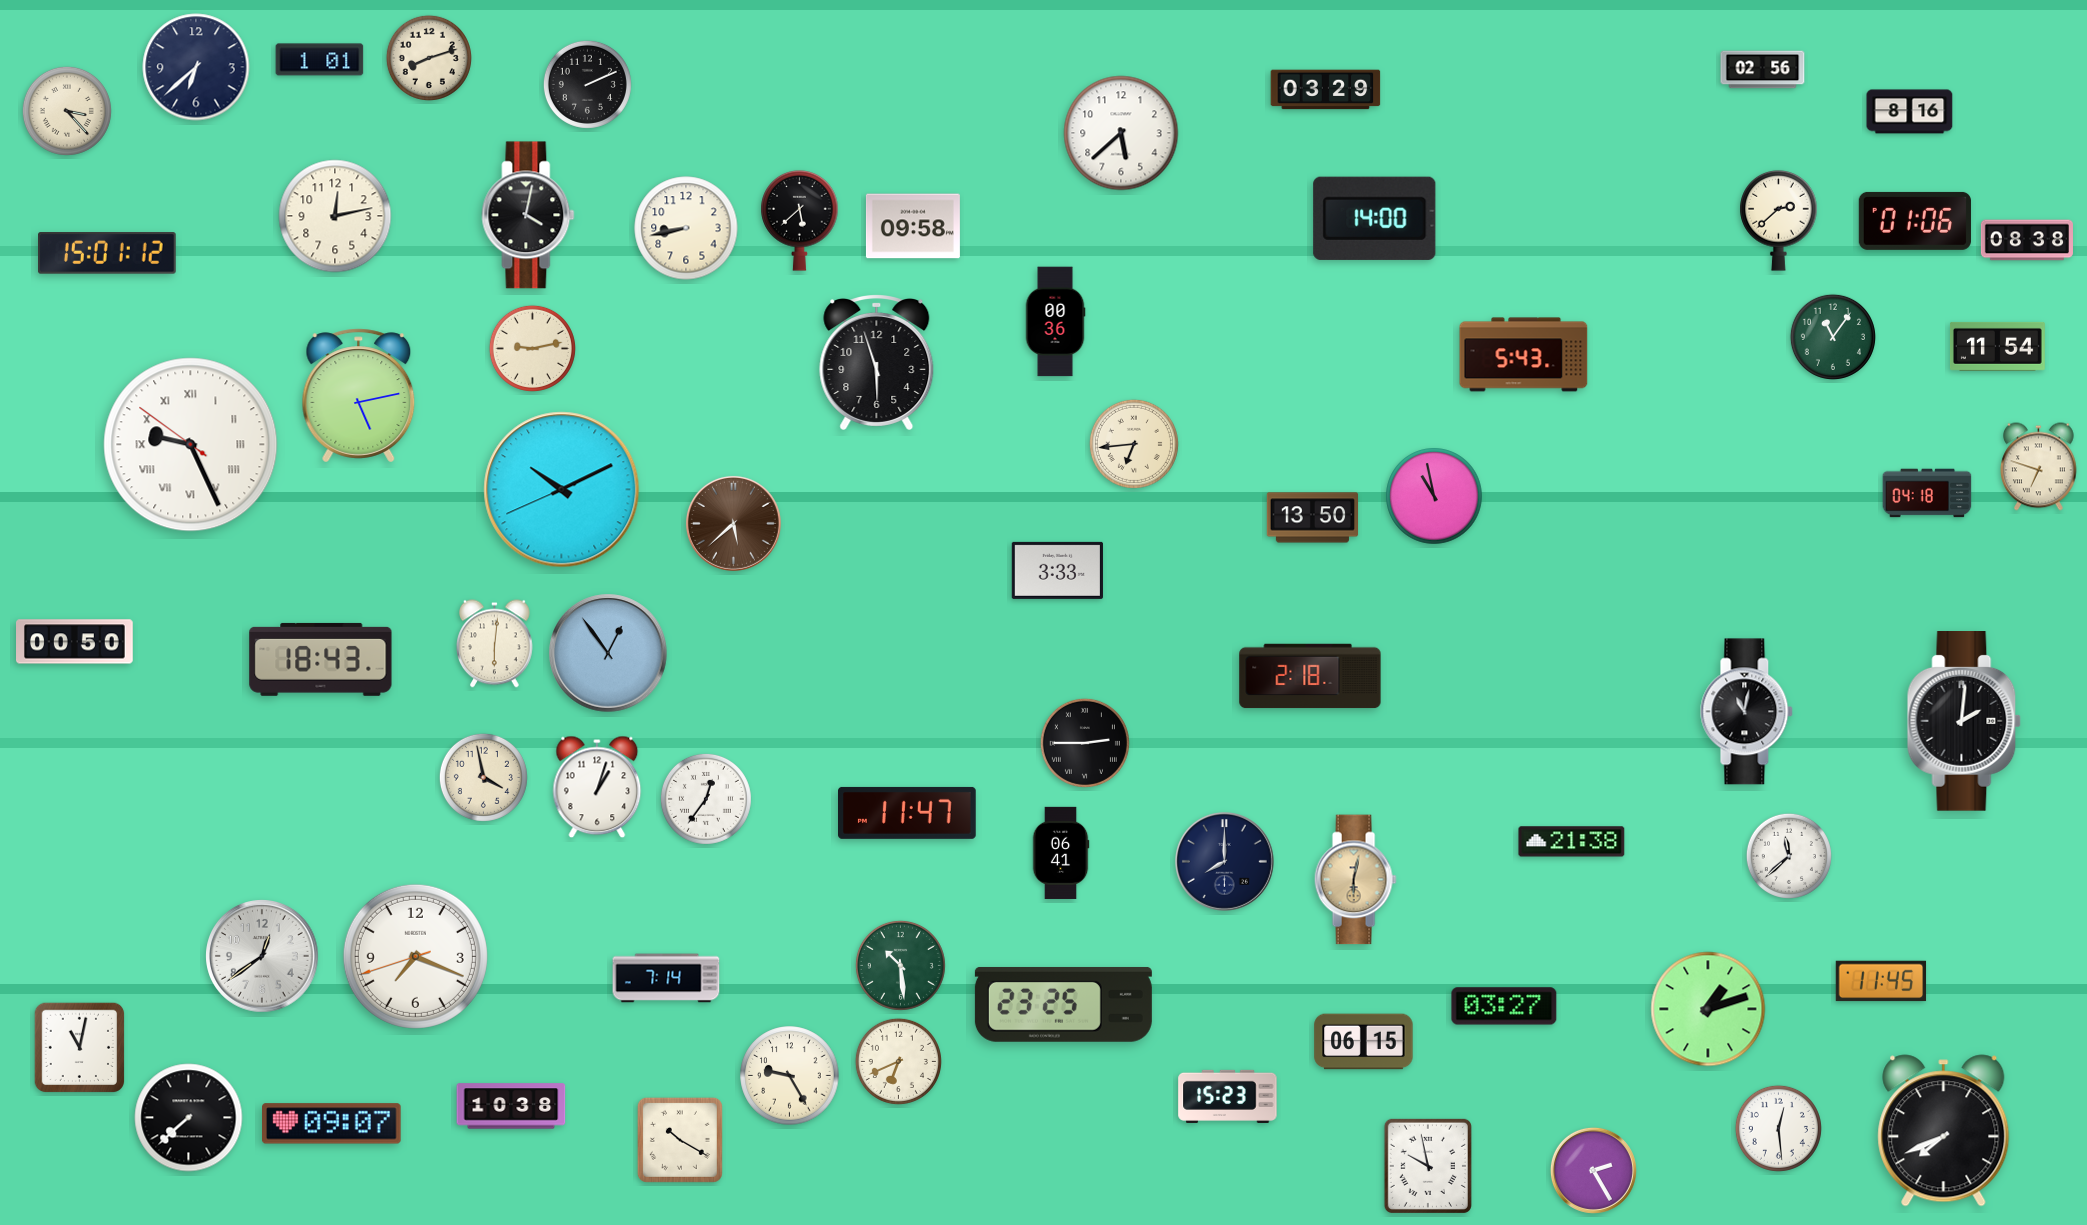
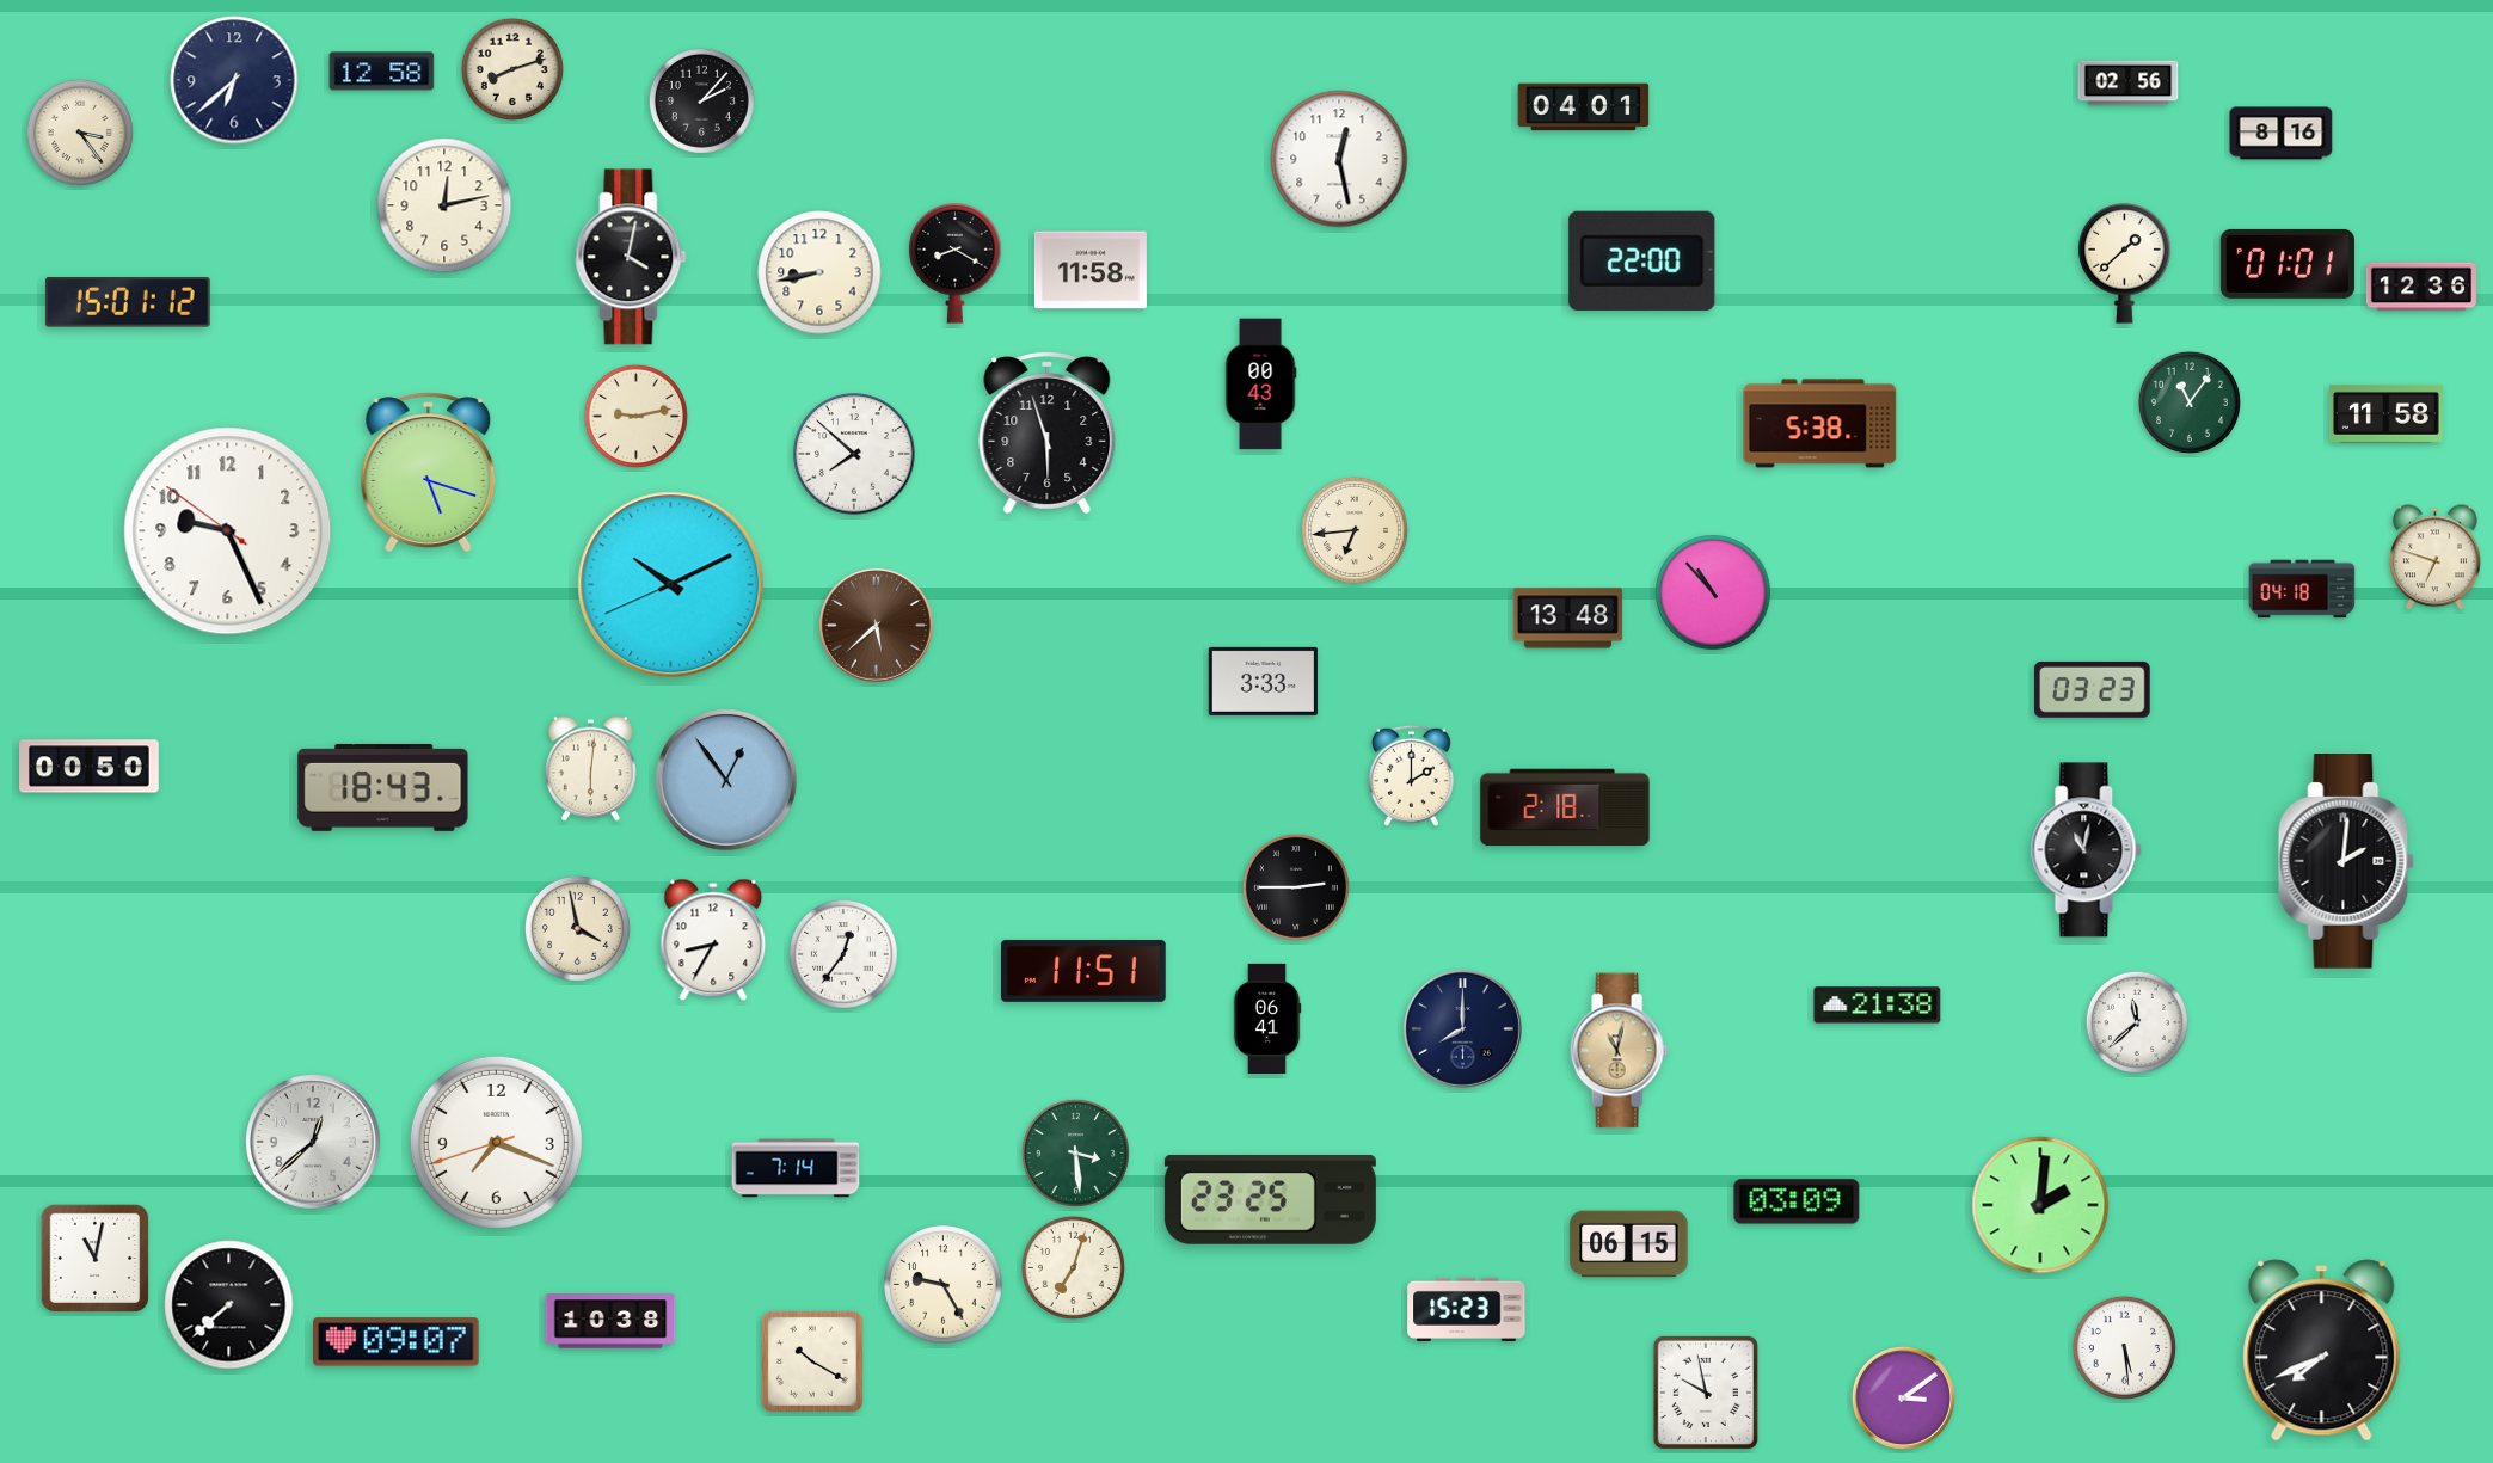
clock at (320, 60): 1:01 -> 12:58
clock at (1763, 70) position: (1763, 70) -> (2129, 84)
clock at (587, 84): 2:11 -> 2:07
clock at (1326, 90): 03:29 -> 04:01
clock at (67, 111): 3:23 -> 3:24
clock at (1121, 133): 5:38 -> 12:28
clock at (335, 216) position: (335, 216) -> (444, 205)
clock at (1375, 218): 14:00 -> 22:00
clock at (800, 220): 5:38 -> 8:20
clock at (1779, 220): 2:38 -> 1:38
clock at (1915, 221): 01:06 -> 01:01
clock at (913, 226): 09:58 -> 11:58
clock at (2027, 240): 08:38 -> 12:36
clock at (1055, 322): 00:36 -> 00:43
clock at (1997, 346): 11:54 -> 11:58
clock at (1524, 355): 5:43 -> 5:38
clock at (854, 454): none -> 7:52
clock at (359, 396): 5:13 -> 5:18
clock at (191, 445) numerals: Roman -> Arabic
clock at (1434, 496): 10:58 -> 10:53
clock at (1313, 518): 13:50 -> 13:48
clock at (2093, 689): none -> 03:23
clock at (1411, 775): none -> 2:00
clock at (597, 787): 1:03 -> 8:35
clock at (908, 813): 11:47 -> 11:51
clock at (1355, 880): 6:02 -> 11:02
clock at (262, 956): 12:39 -> 12:38
clock at (900, 965): 10:29 -> 3:29
clock at (1881, 981): 11:45 -> none
clock at (1504, 1006): 03:27 -> 03:09
clock at (1708, 1009): 1:12 -> 2:01
clock at (80, 1048) position: (80, 1048) -> (96, 1259)
clock at (898, 1061): 6:41 -> 7:03
clock at (189, 1118) position: (189, 1118) -> (229, 1305)
clock at (1778, 1128): 12:29 -> 5:29
clock at (1593, 1170): 2:25 -> 3:09
